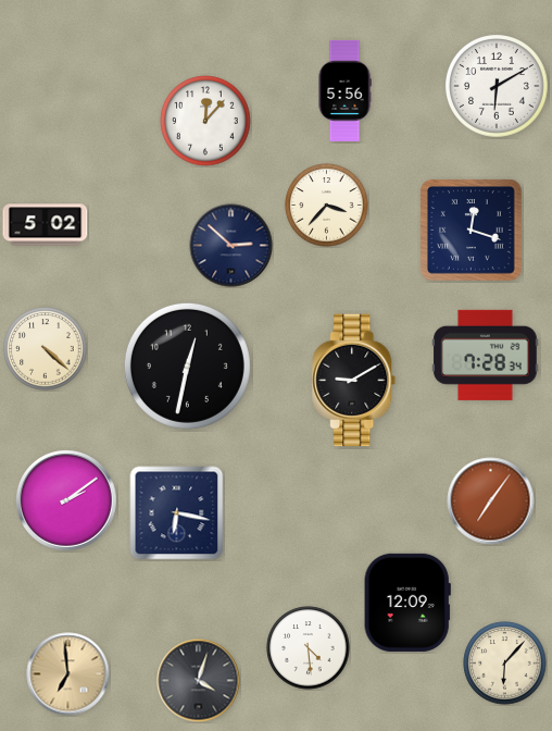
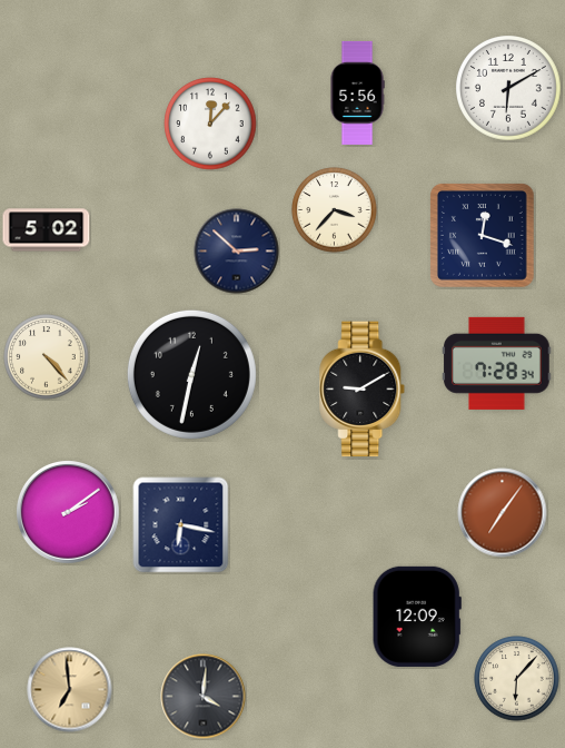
clock at (344, 90) position: (344, 90) -> (357, 92)
clock at (46, 349): 4:22 -> 4:23
clock at (309, 648): 4:29 -> none
clock at (199, 681): 4:03 -> 4:01
